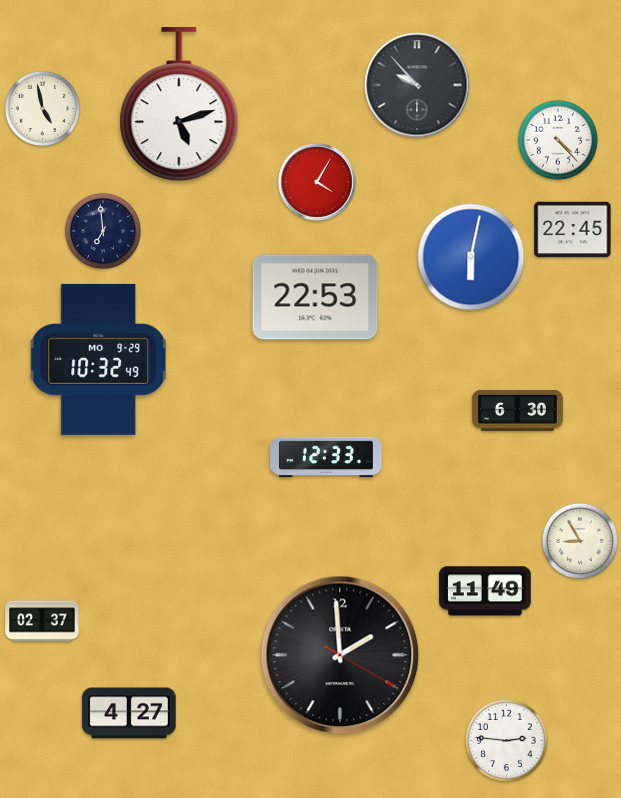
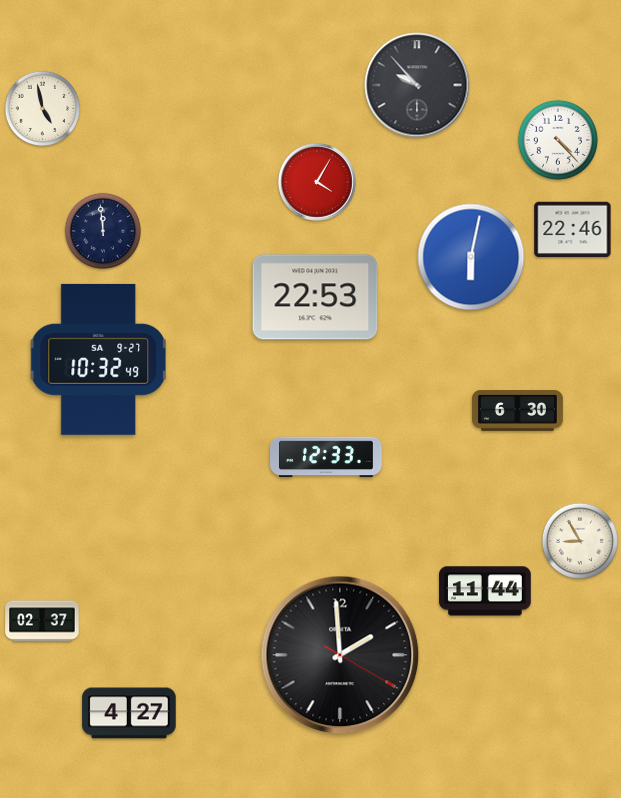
clock at (179, 105): 5:12 -> none
clock at (102, 230): 6:59 -> 11:59
clock at (573, 230): 22:45 -> 22:46
clock at (99, 359) date: MO 9-29 -> SA 9-27
clock at (486, 591): 11:49 -> 11:44
clock at (506, 740): 2:46 -> none
